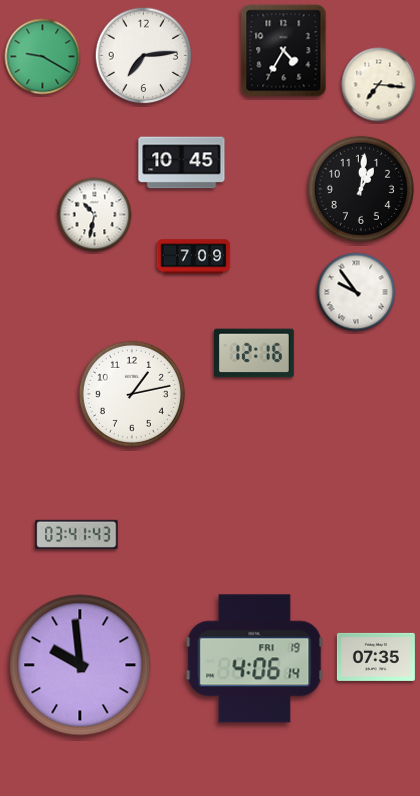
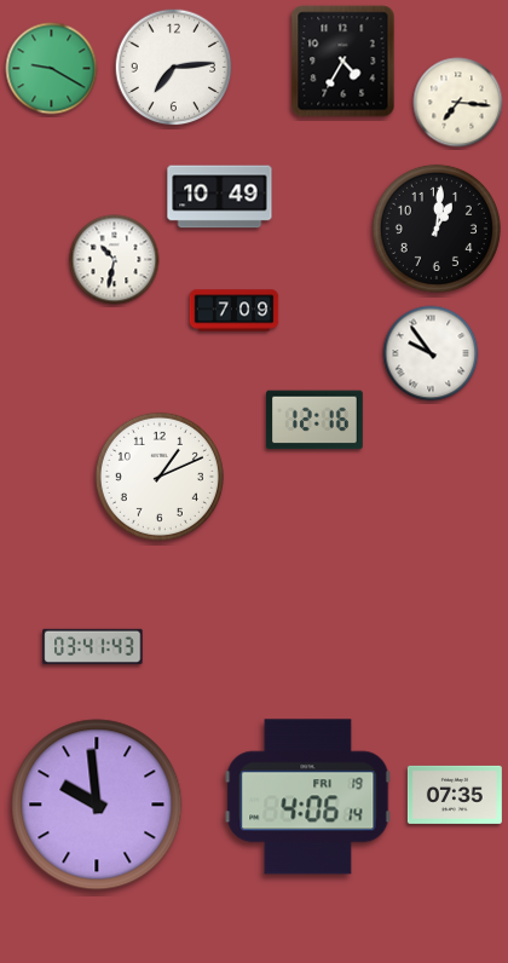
clock at (182, 163): 10:45 -> 10:49
clock at (255, 353) position: (255, 353) -> (316, 420)
clock at (132, 394): 1:13 -> 1:11
